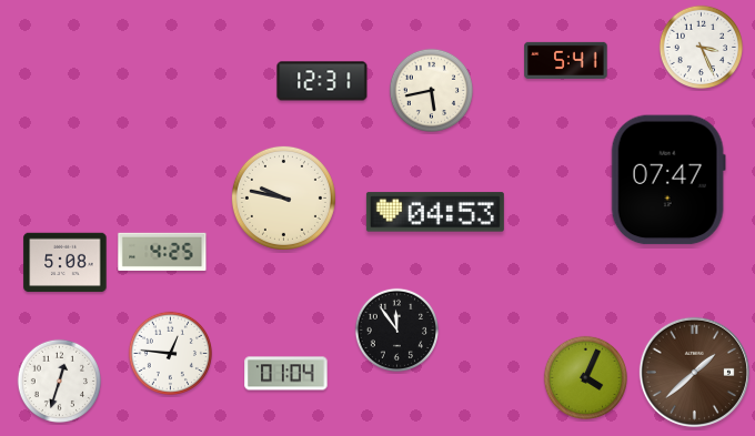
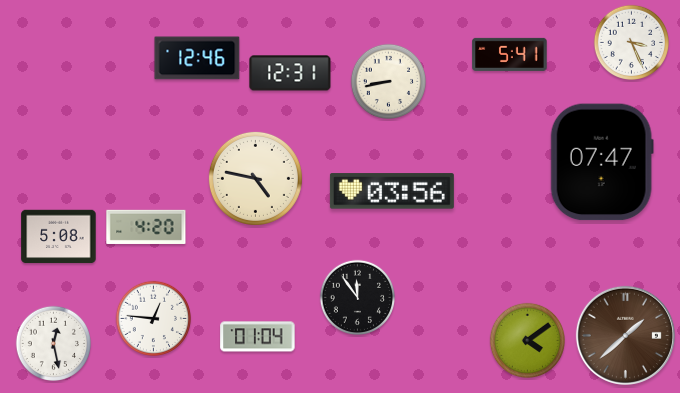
clock at (197, 58): none -> 12:46
clock at (431, 90): 5:43 -> 8:43
clock at (283, 197): 9:47 -> 4:47
clock at (435, 212): 04:53 -> 03:56
clock at (162, 252): 4:25 -> 4:20
clock at (585, 377): 4:04 -> 4:09
clock at (59, 381): 12:33 -> 12:28
